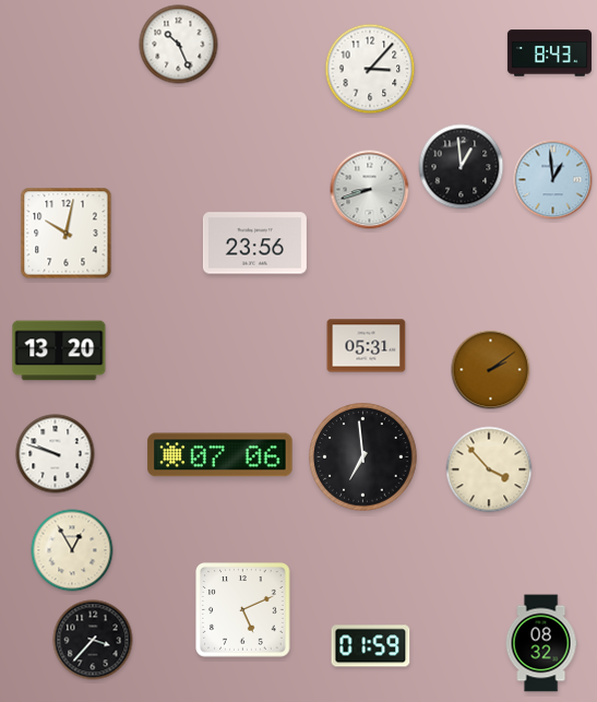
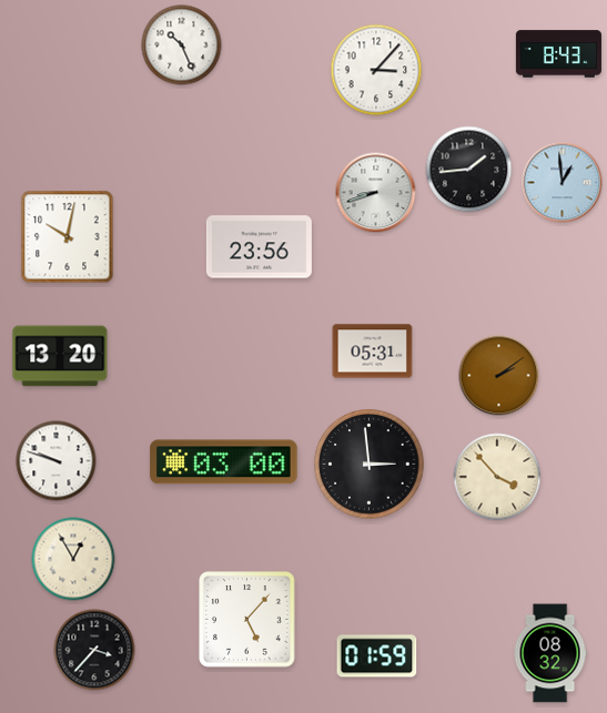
clock at (462, 167): 12:59 -> 1:44
clock at (220, 455): 07:06 -> 03:00
clock at (363, 457): 6:59 -> 2:59
clock at (243, 610): 5:11 -> 5:07
